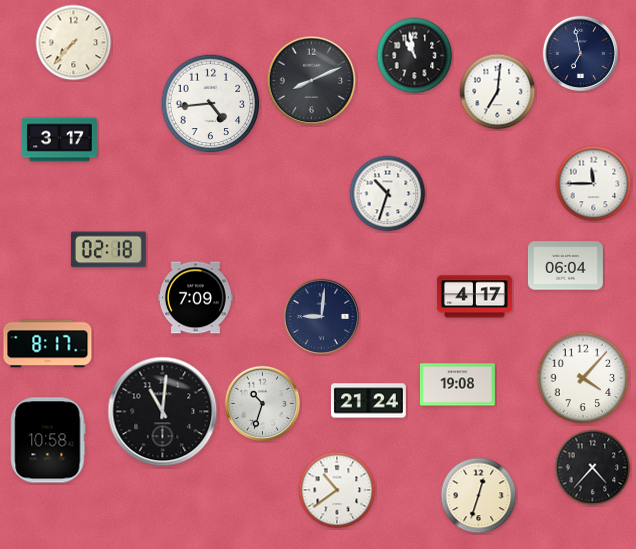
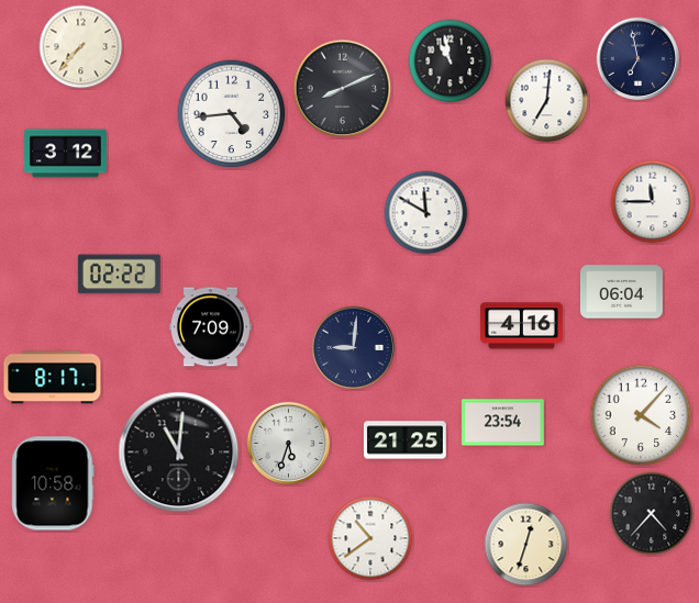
clock at (415, 56) position: (415, 56) -> (451, 62)
clock at (59, 140): 3:17 -> 3:12
clock at (388, 194): 10:33 -> 11:50
clock at (108, 250): 02:18 -> 02:22
clock at (474, 297): 4:17 -> 4:16
clock at (195, 298) position: (195, 298) -> (210, 327)
clock at (457, 385): 19:08 -> 23:54
clock at (368, 401): 21:24 -> 21:25
clock at (263, 404): 10:33 -> 5:33
